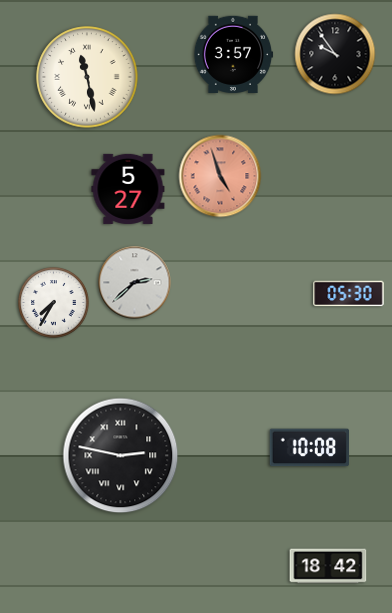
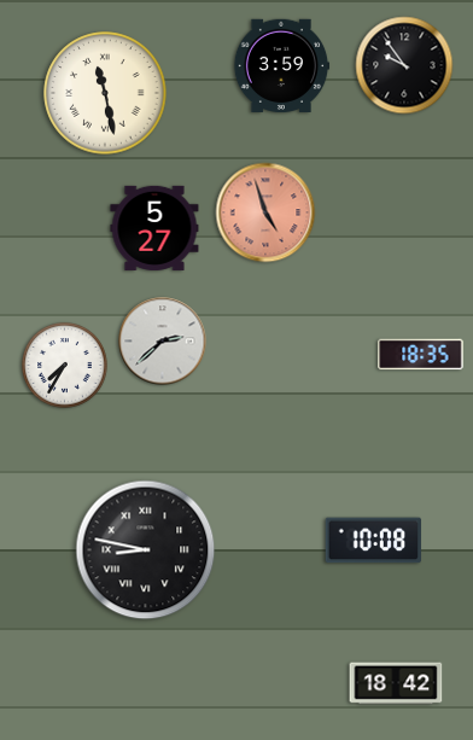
clock at (233, 54): 3:57 -> 3:59
clock at (349, 294): 05:30 -> 18:35
clock at (121, 456): 2:47 -> 8:47
